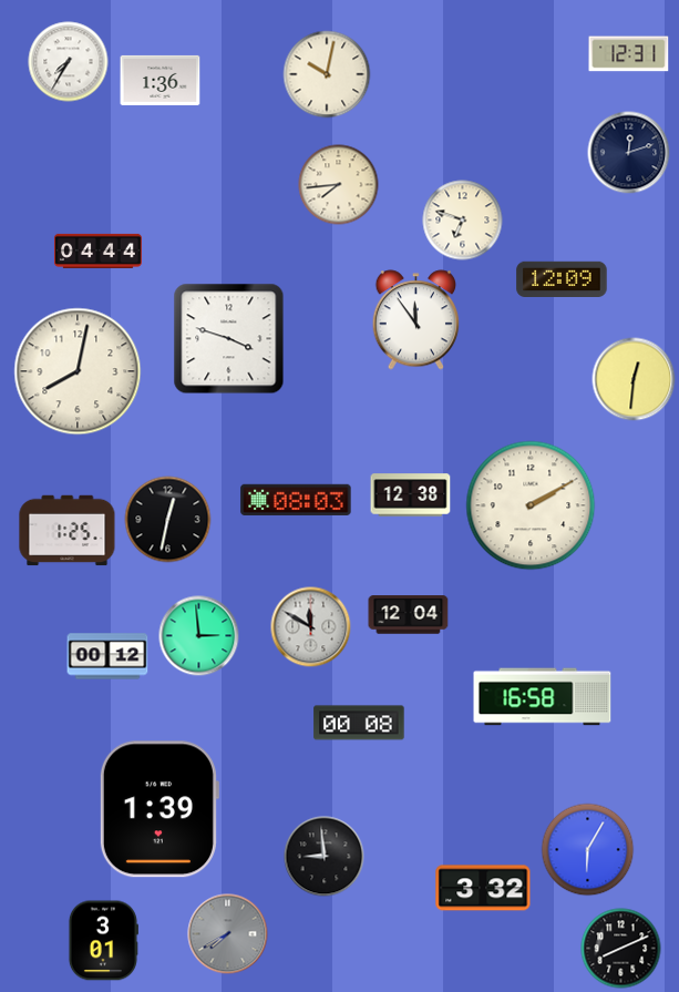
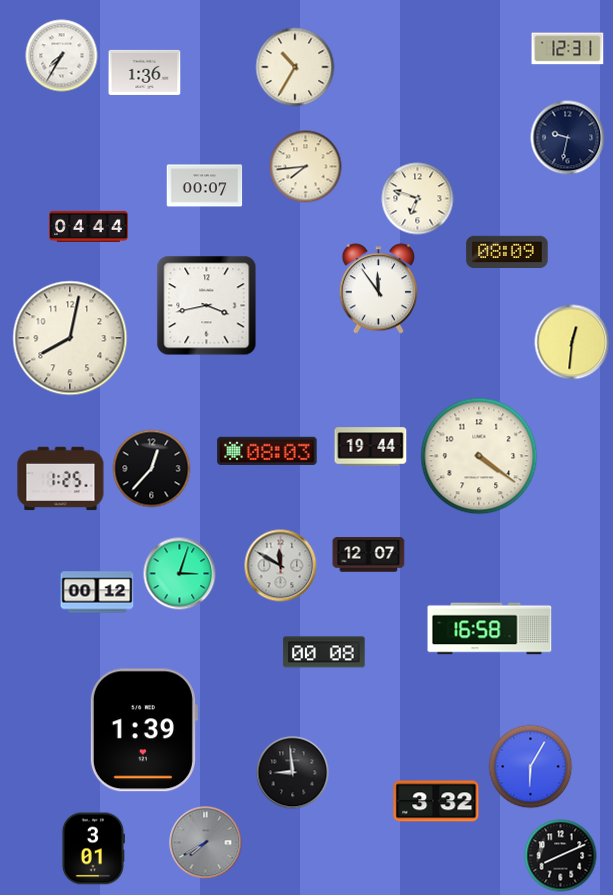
clock at (327, 74): 10:02 -> 10:35
clock at (629, 153): 12:12 -> 9:32
clock at (205, 186): none -> 00:07
clock at (562, 279): 12:09 -> 08:09
clock at (416, 320) position: (416, 320) -> (379, 289)
clock at (229, 339): 3:48 -> 3:43
clock at (78, 371) position: (78, 371) -> (70, 338)
clock at (411, 495): 12:38 -> 19:44
clock at (531, 505): 2:10 -> 4:21
clock at (168, 520): 12:32 -> 12:37
clock at (409, 615): 12:04 -> 12:07
clock at (199, 636): 2:59 -> 3:03
